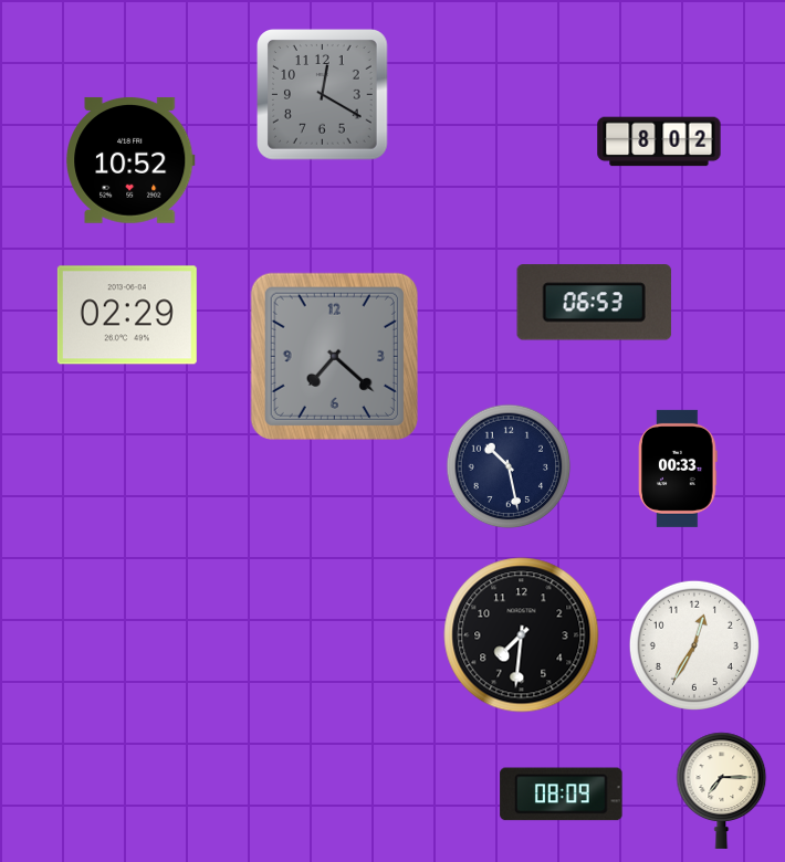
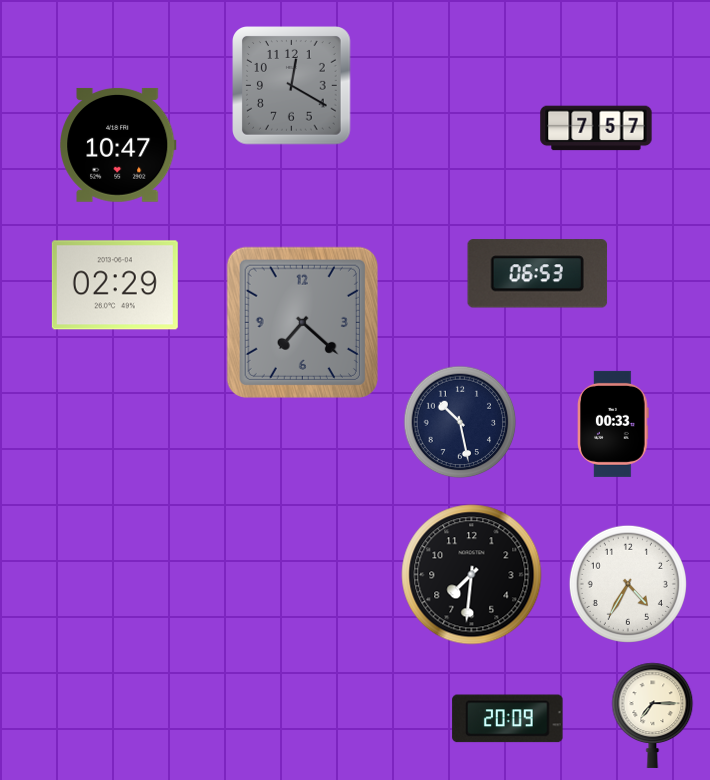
clock at (659, 141): 8:02 -> 7:57
clock at (130, 160): 10:52 -> 10:47
clock at (694, 645): 12:35 -> 4:35
clock at (562, 795): 08:09 -> 20:09
